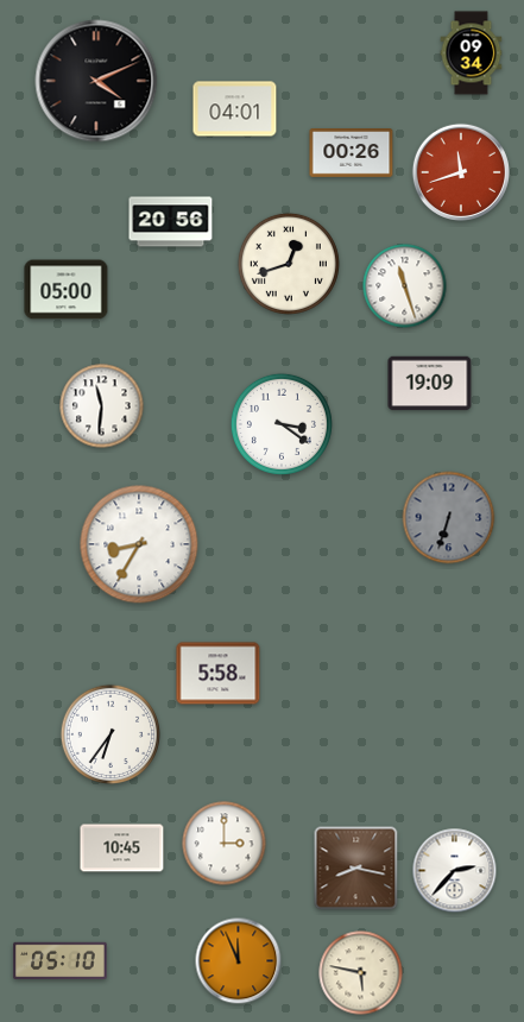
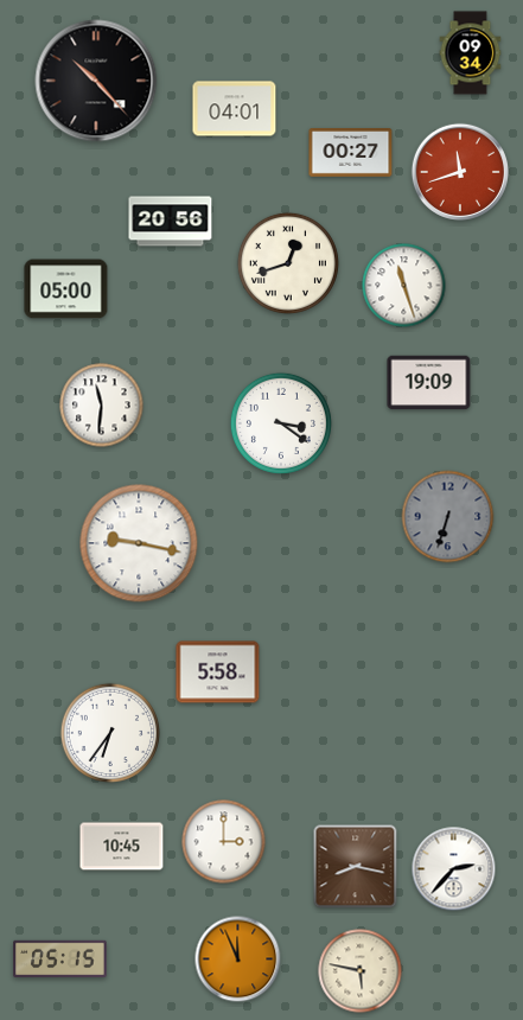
clock at (96, 81): 4:11 -> 10:23
clock at (352, 153): 00:26 -> 00:27
clock at (139, 544): 8:35 -> 9:17
clock at (61, 961): 05:10 -> 05:15
